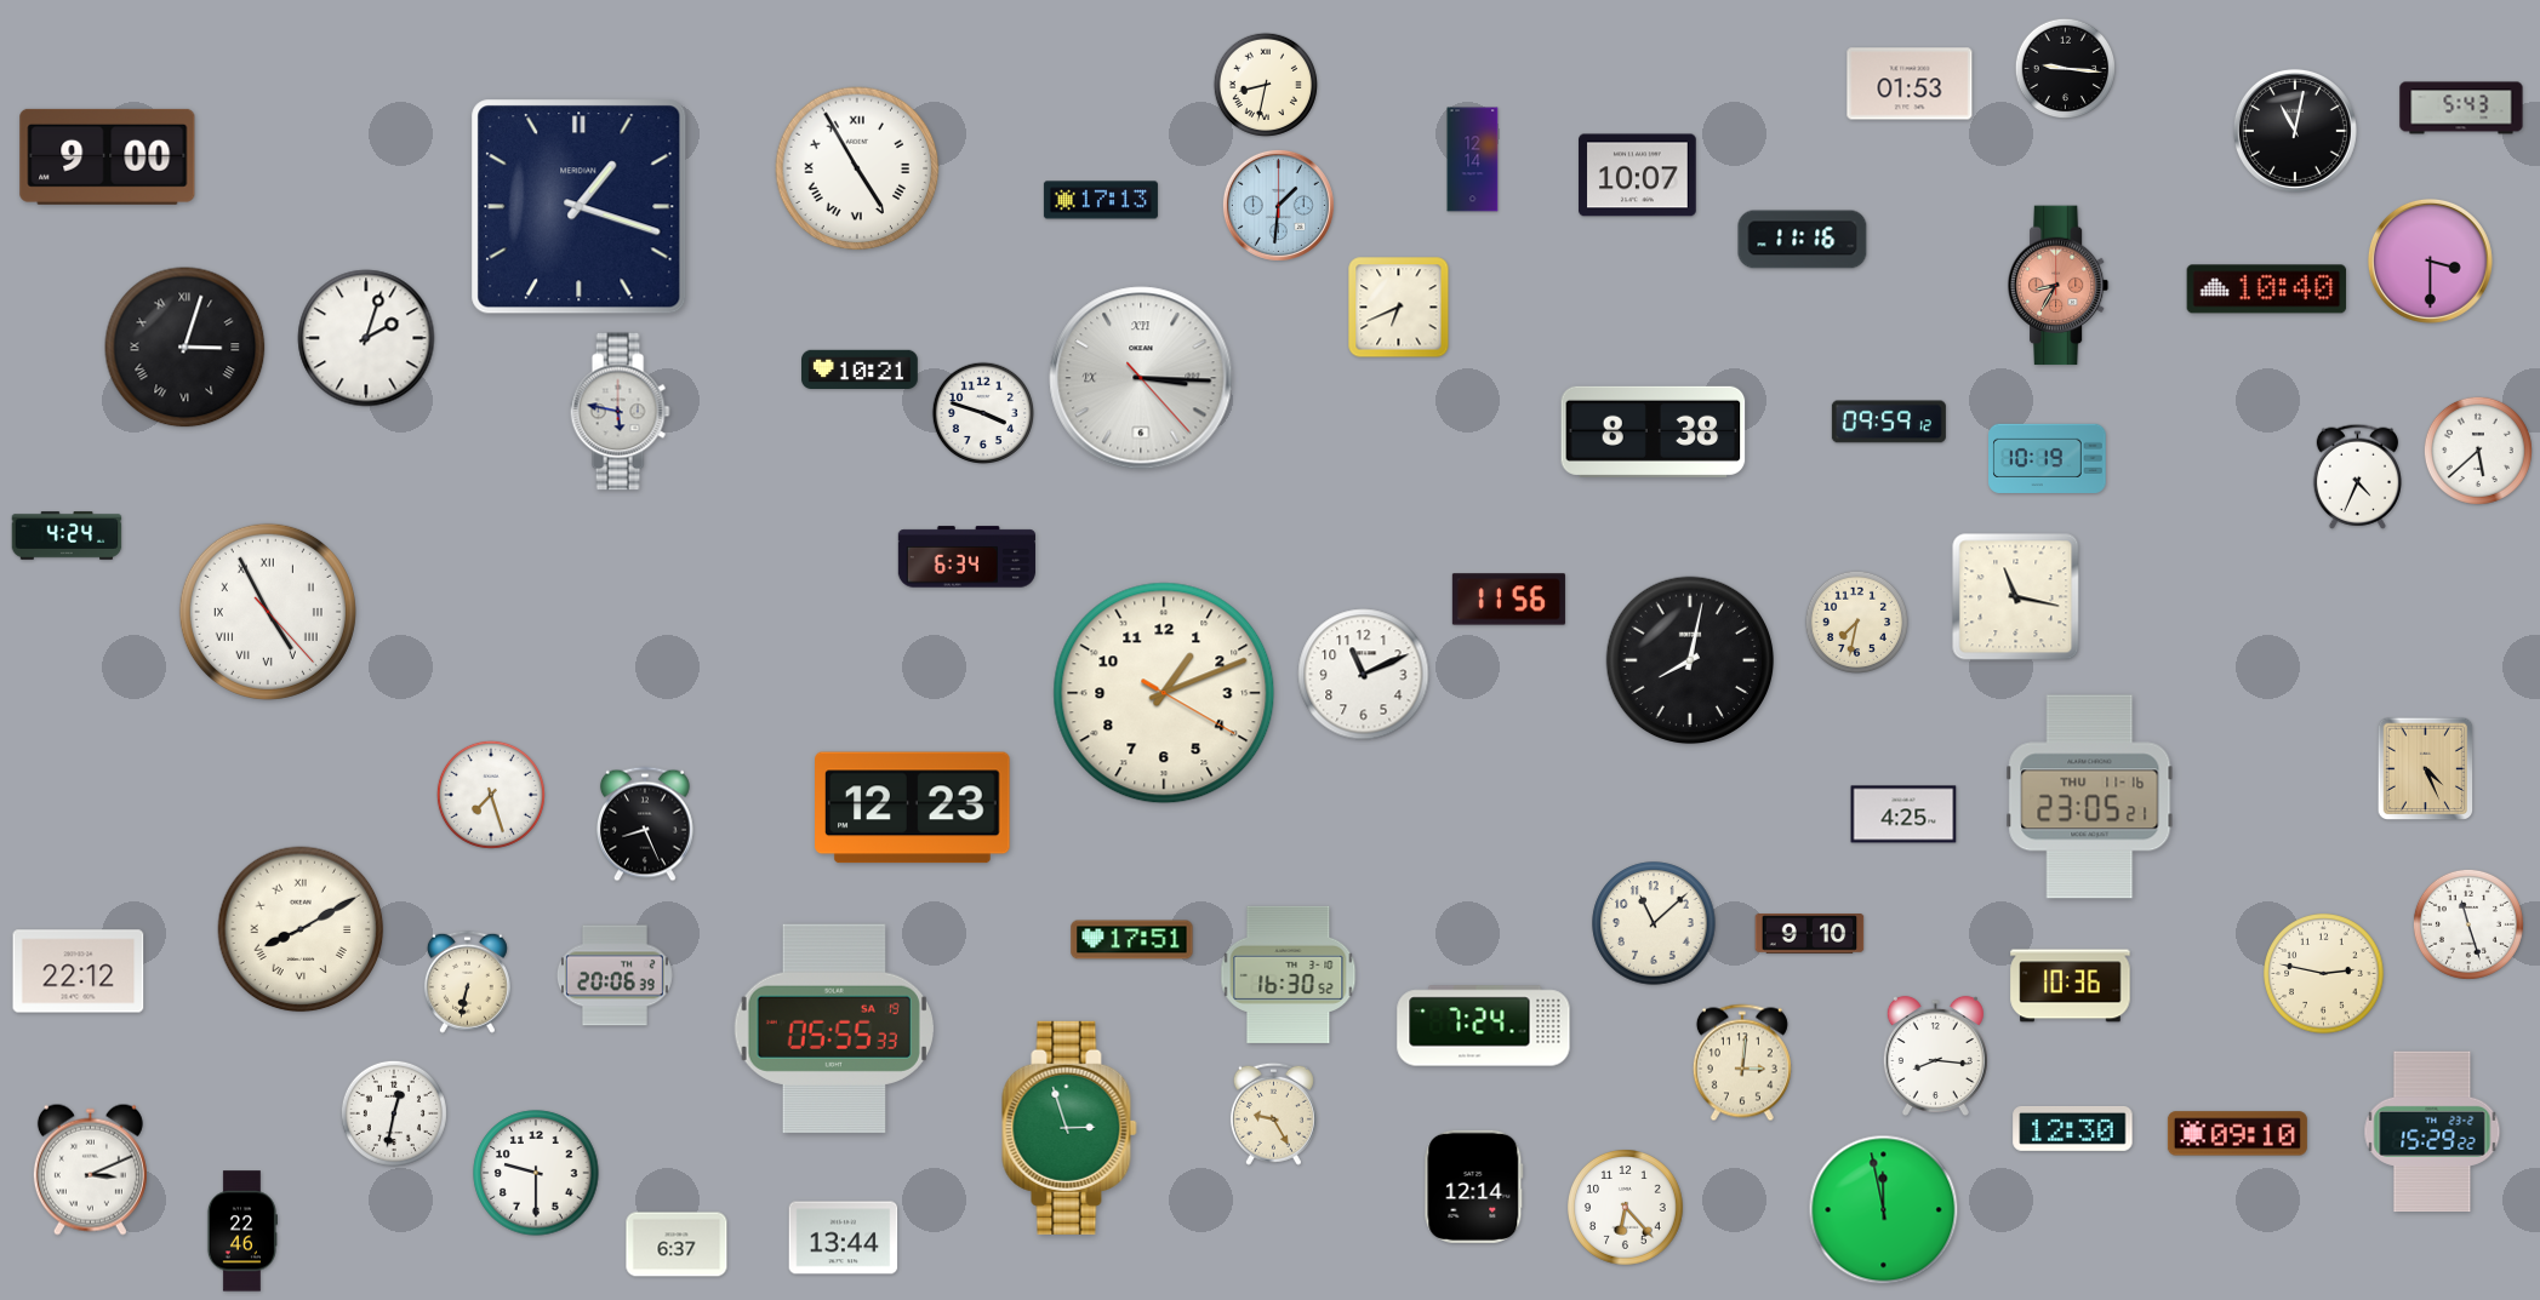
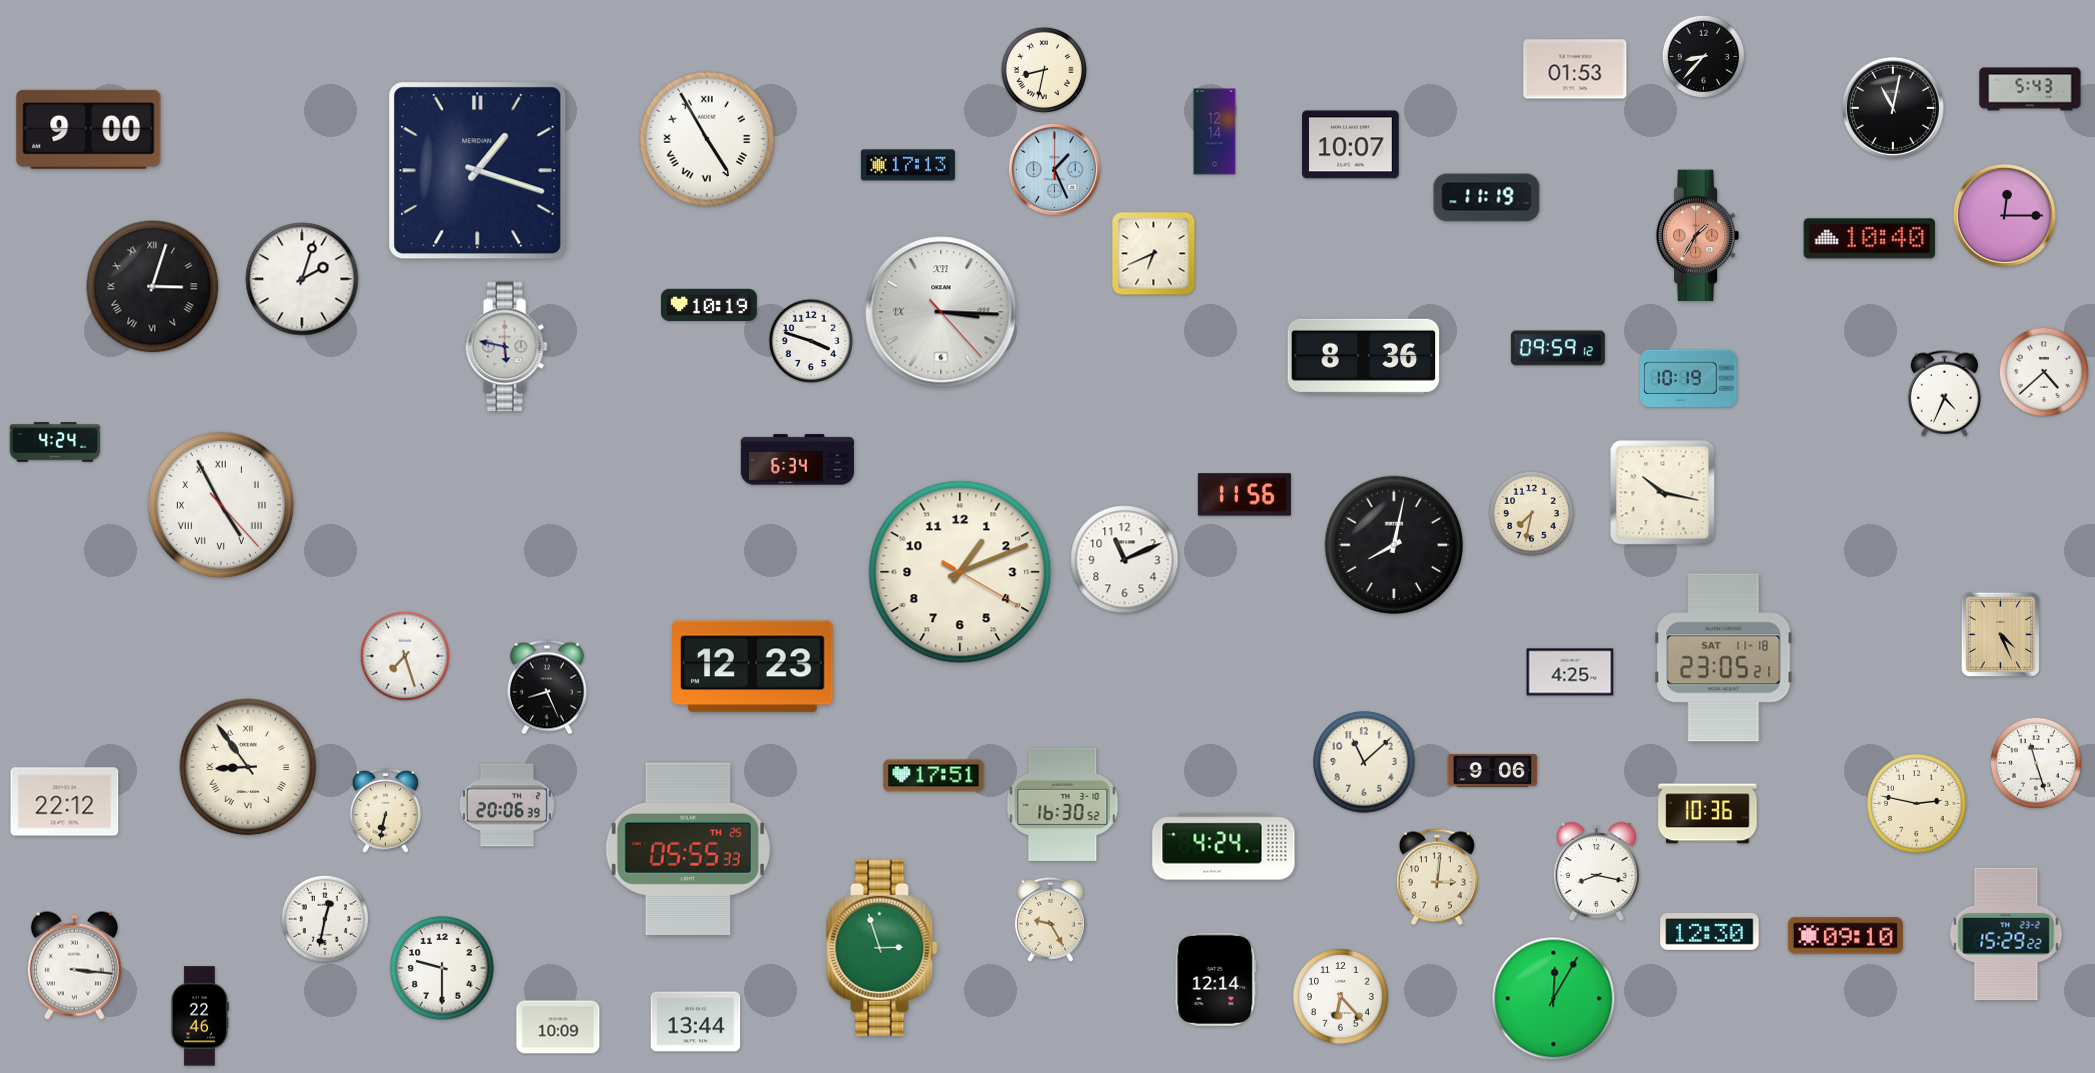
clock at (2066, 69): 9:16 -> 8:37
clock at (1278, 205): 1:31 -> 1:26
clock at (1803, 240): 11:16 -> 11:19
clock at (2430, 260): 3:30 -> 12:15
clock at (2059, 286): 8:35 -> 1:35
clock at (861, 368): 10:21 -> 10:19
clock at (620, 412) position: (620, 412) -> (506, 347)
clock at (1654, 431): 8:38 -> 8:36
clock at (2478, 451): 5:38 -> 4:38
clock at (2016, 597): 11:17 -> 10:17
clock at (1364, 675) position: (1364, 675) -> (1125, 560)
clock at (2090, 797) date: THU 11-16 -> SAT 11-18
clock at (645, 824) position: (645, 824) -> (547, 687)
clock at (301, 929): 8:10 -> 8:54
clock at (1810, 934): 9:10 -> 9:06
clock at (1484, 1026): 7:24 -> 4:24
clock at (834, 1029) date: SA 19 -> TH 25
clock at (1935, 1055): 8:16 -> 8:17
clock at (1069, 1128) position: (1069, 1128) -> (882, 948)
clock at (90, 1169): 3:11 -> 3:16
clock at (1884, 1210): 11:58 -> 12:05
clock at (677, 1244): 6:37 -> 10:09
